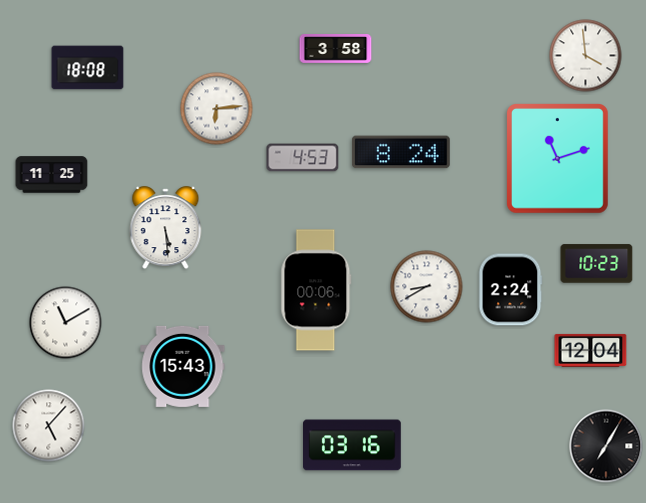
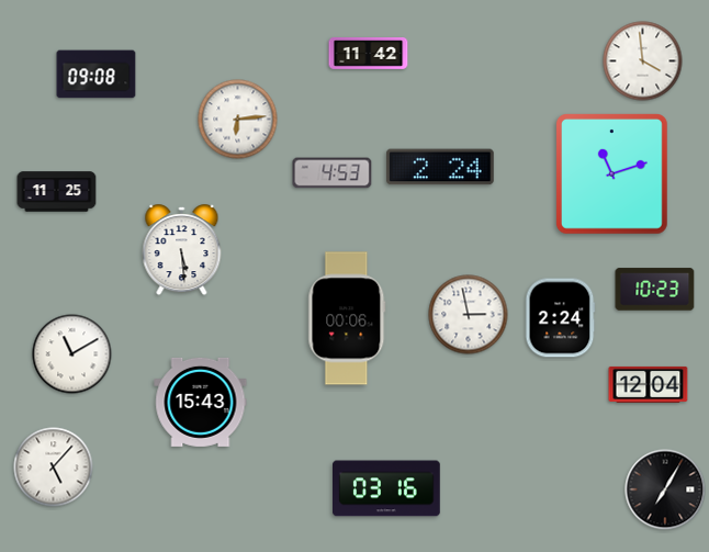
clock at (336, 49): 3:58 -> 11:42
clock at (88, 68): 18:08 -> 09:08
clock at (401, 152): 8:24 -> 2:24
clock at (427, 287): 8:40 -> 2:58
